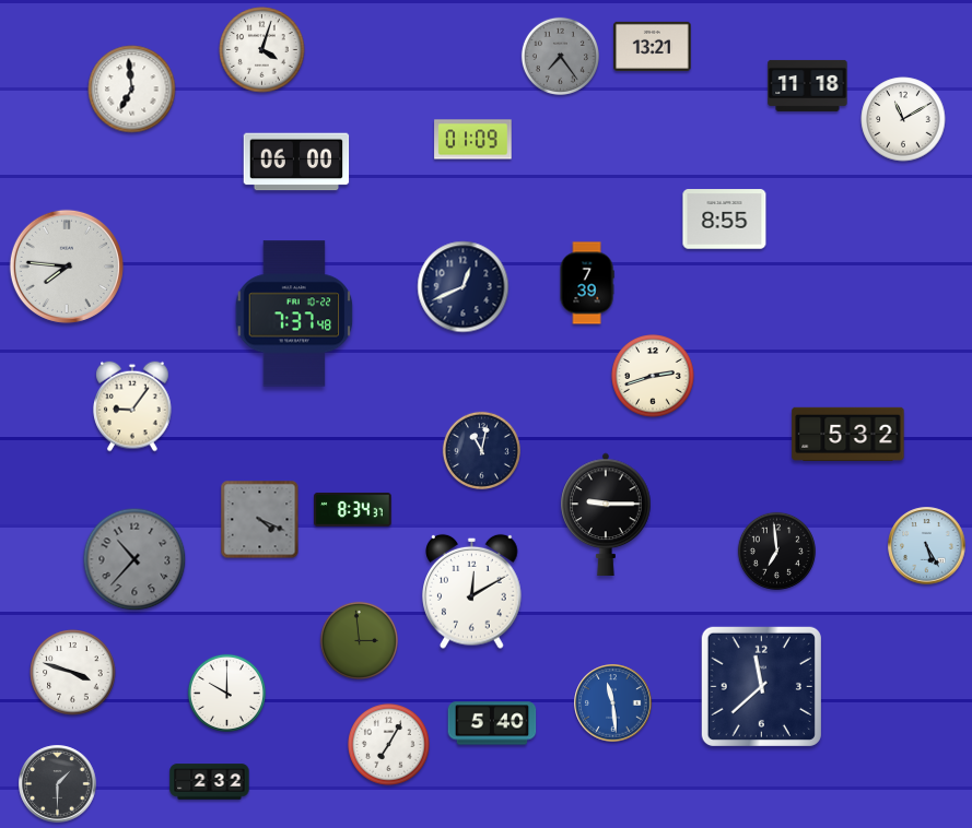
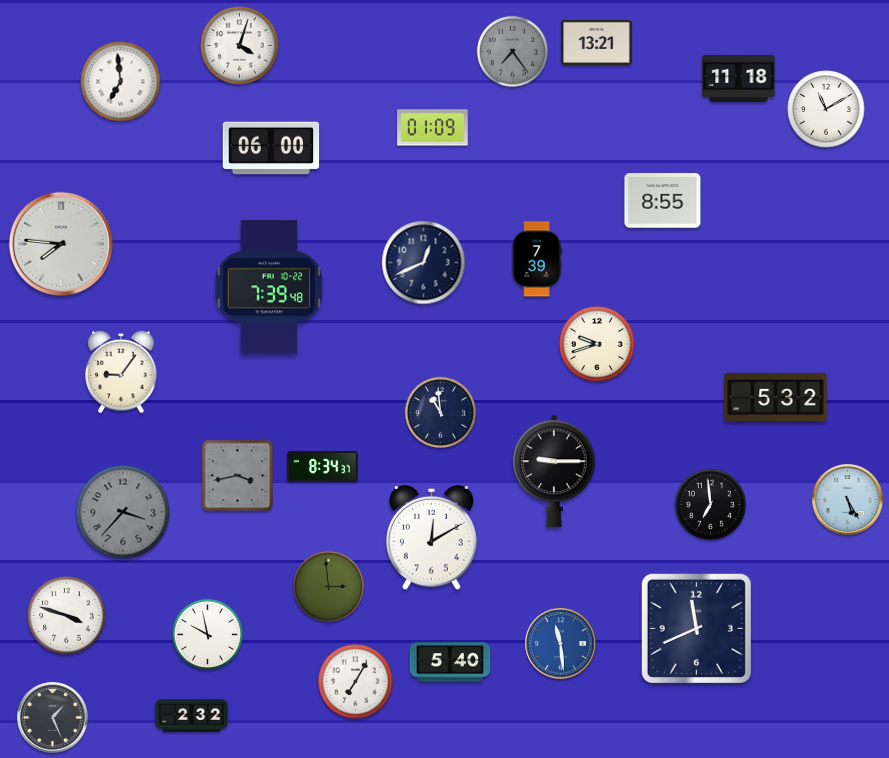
clock at (294, 314): 7:37 -> 7:39
clock at (653, 376): 2:42 -> 9:42
clock at (481, 450): 11:02 -> 10:59
clock at (260, 520): 4:19 -> 3:43
clock at (134, 559): 10:37 -> 3:37
clock at (472, 591) position: (472, 591) -> (432, 537)
clock at (761, 686): 11:38 -> 11:41
clock at (226, 693): 10:00 -> 9:58
clock at (58, 784): 1:30 -> 1:26
